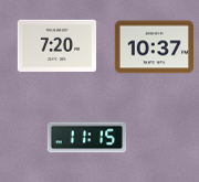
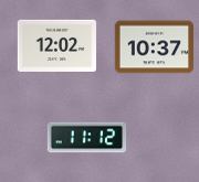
clock at (57, 45): 7:20 -> 12:02
clock at (87, 138): 11:15 -> 11:12
